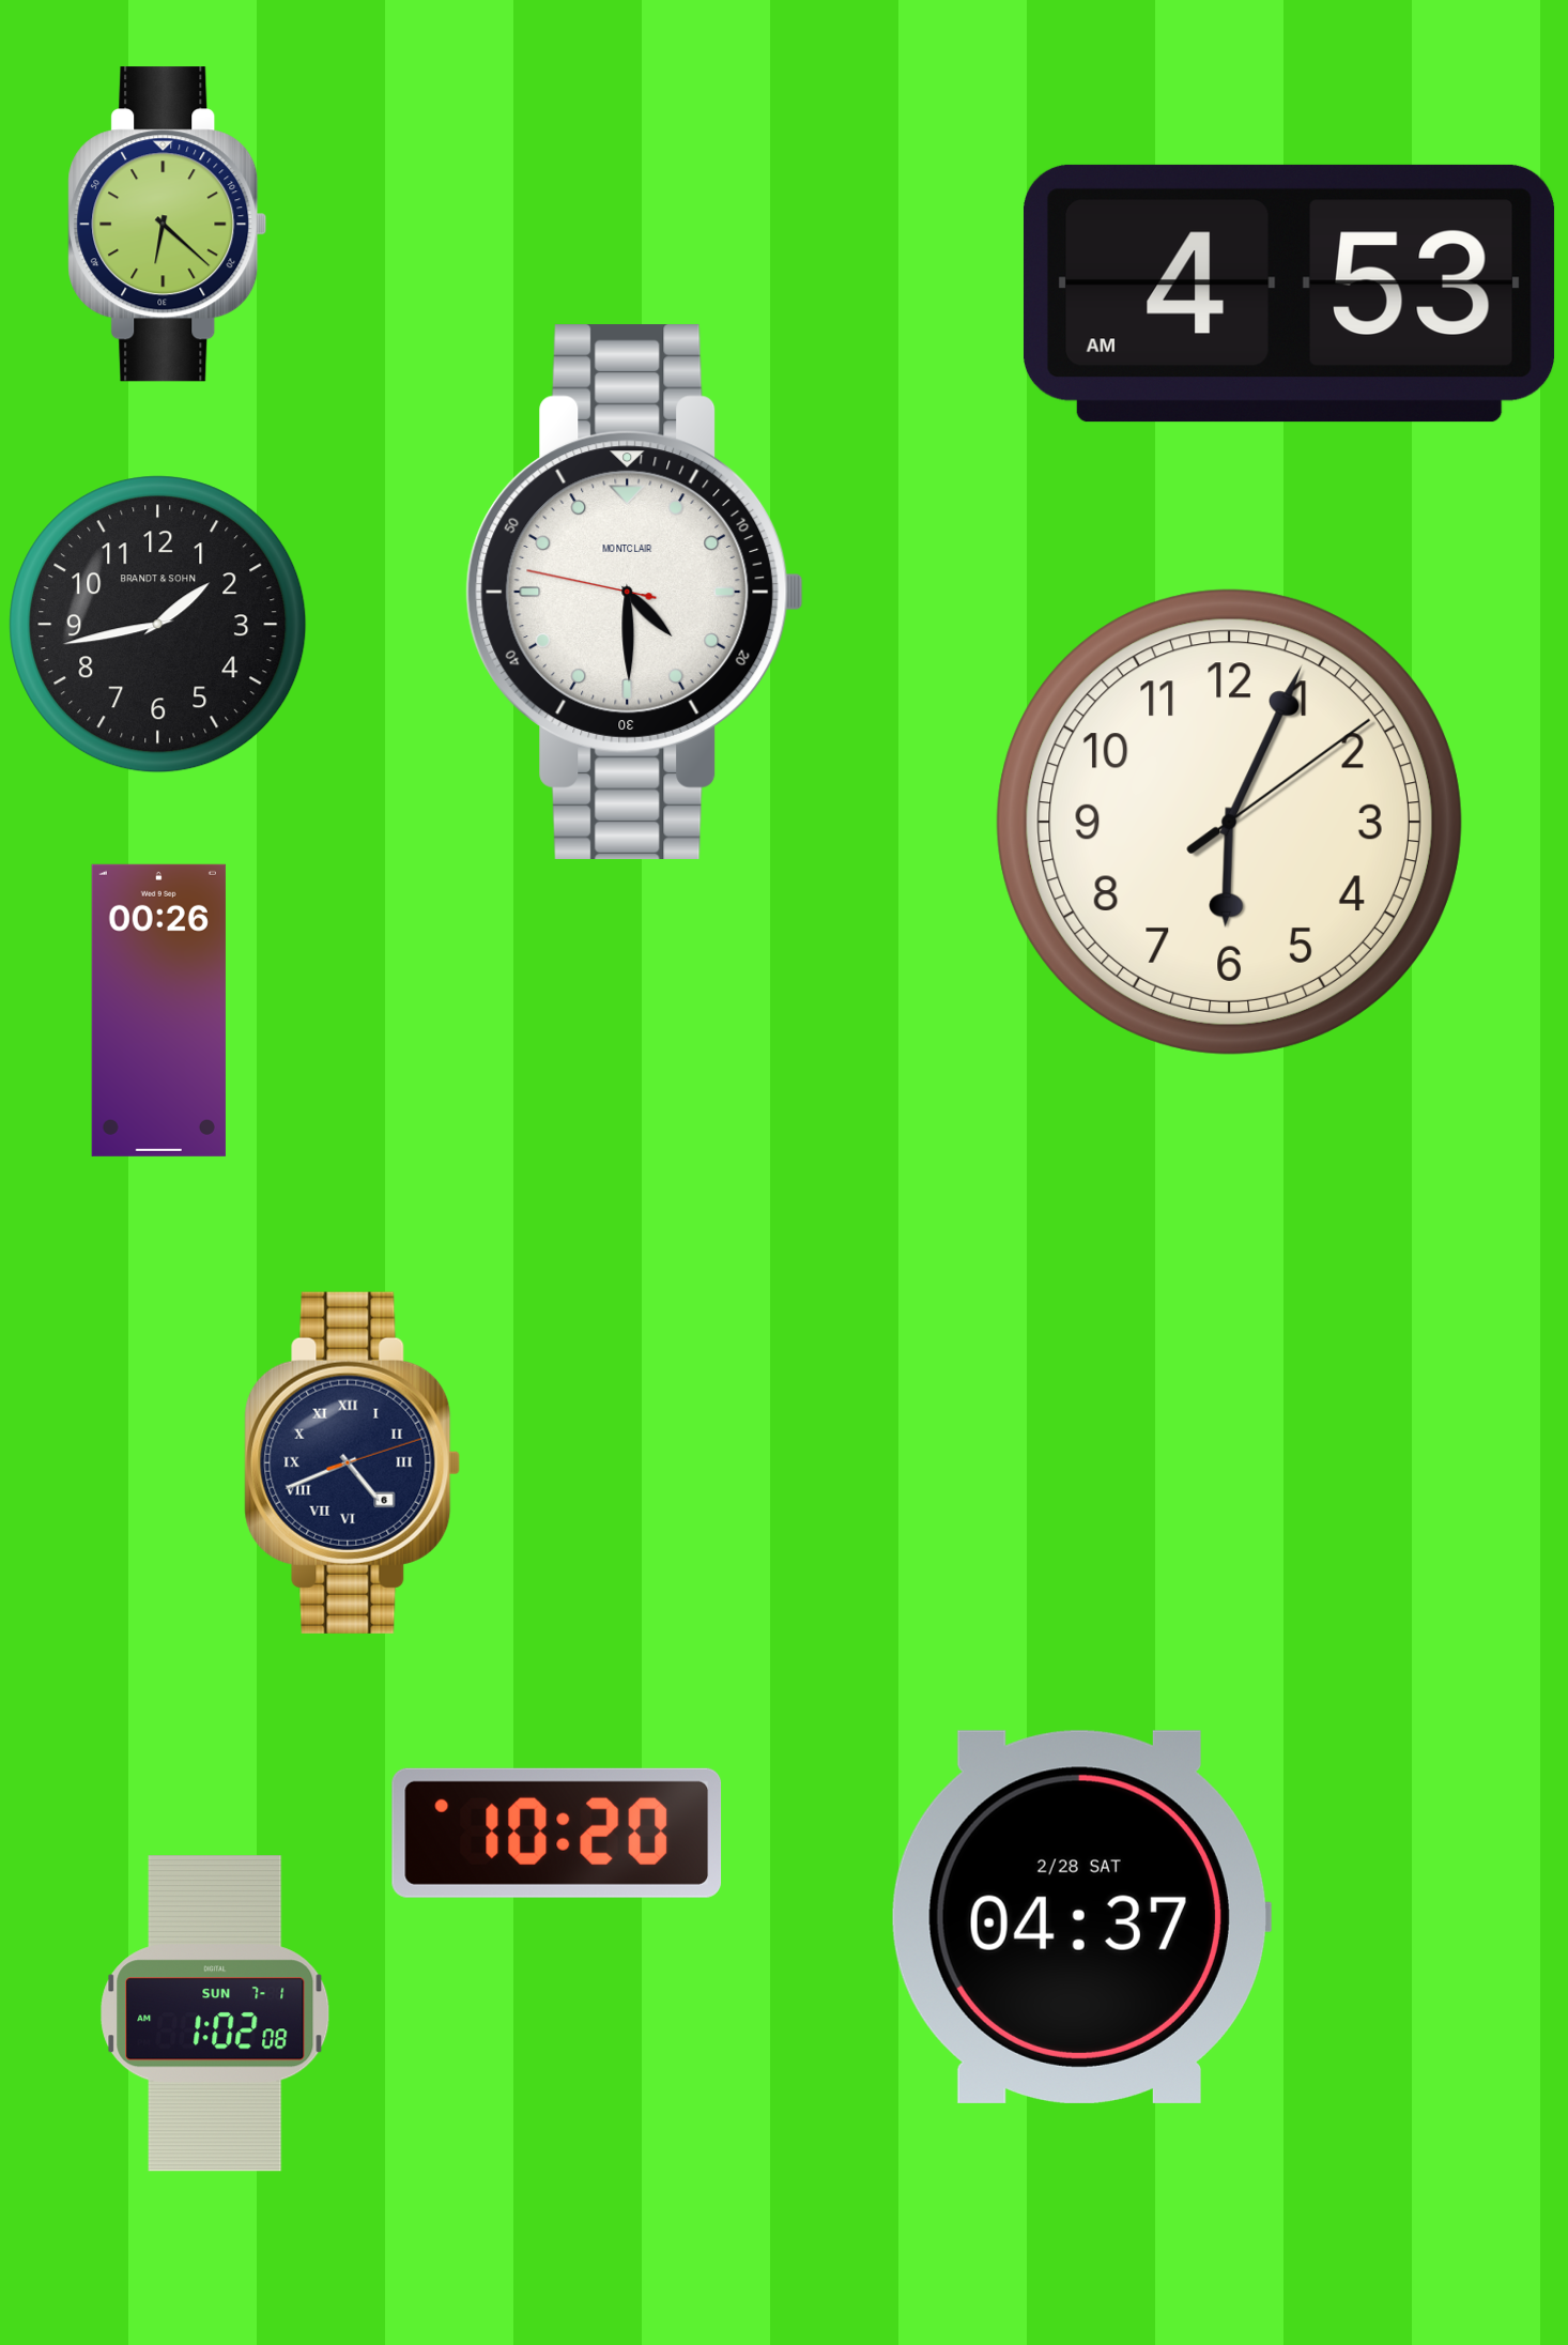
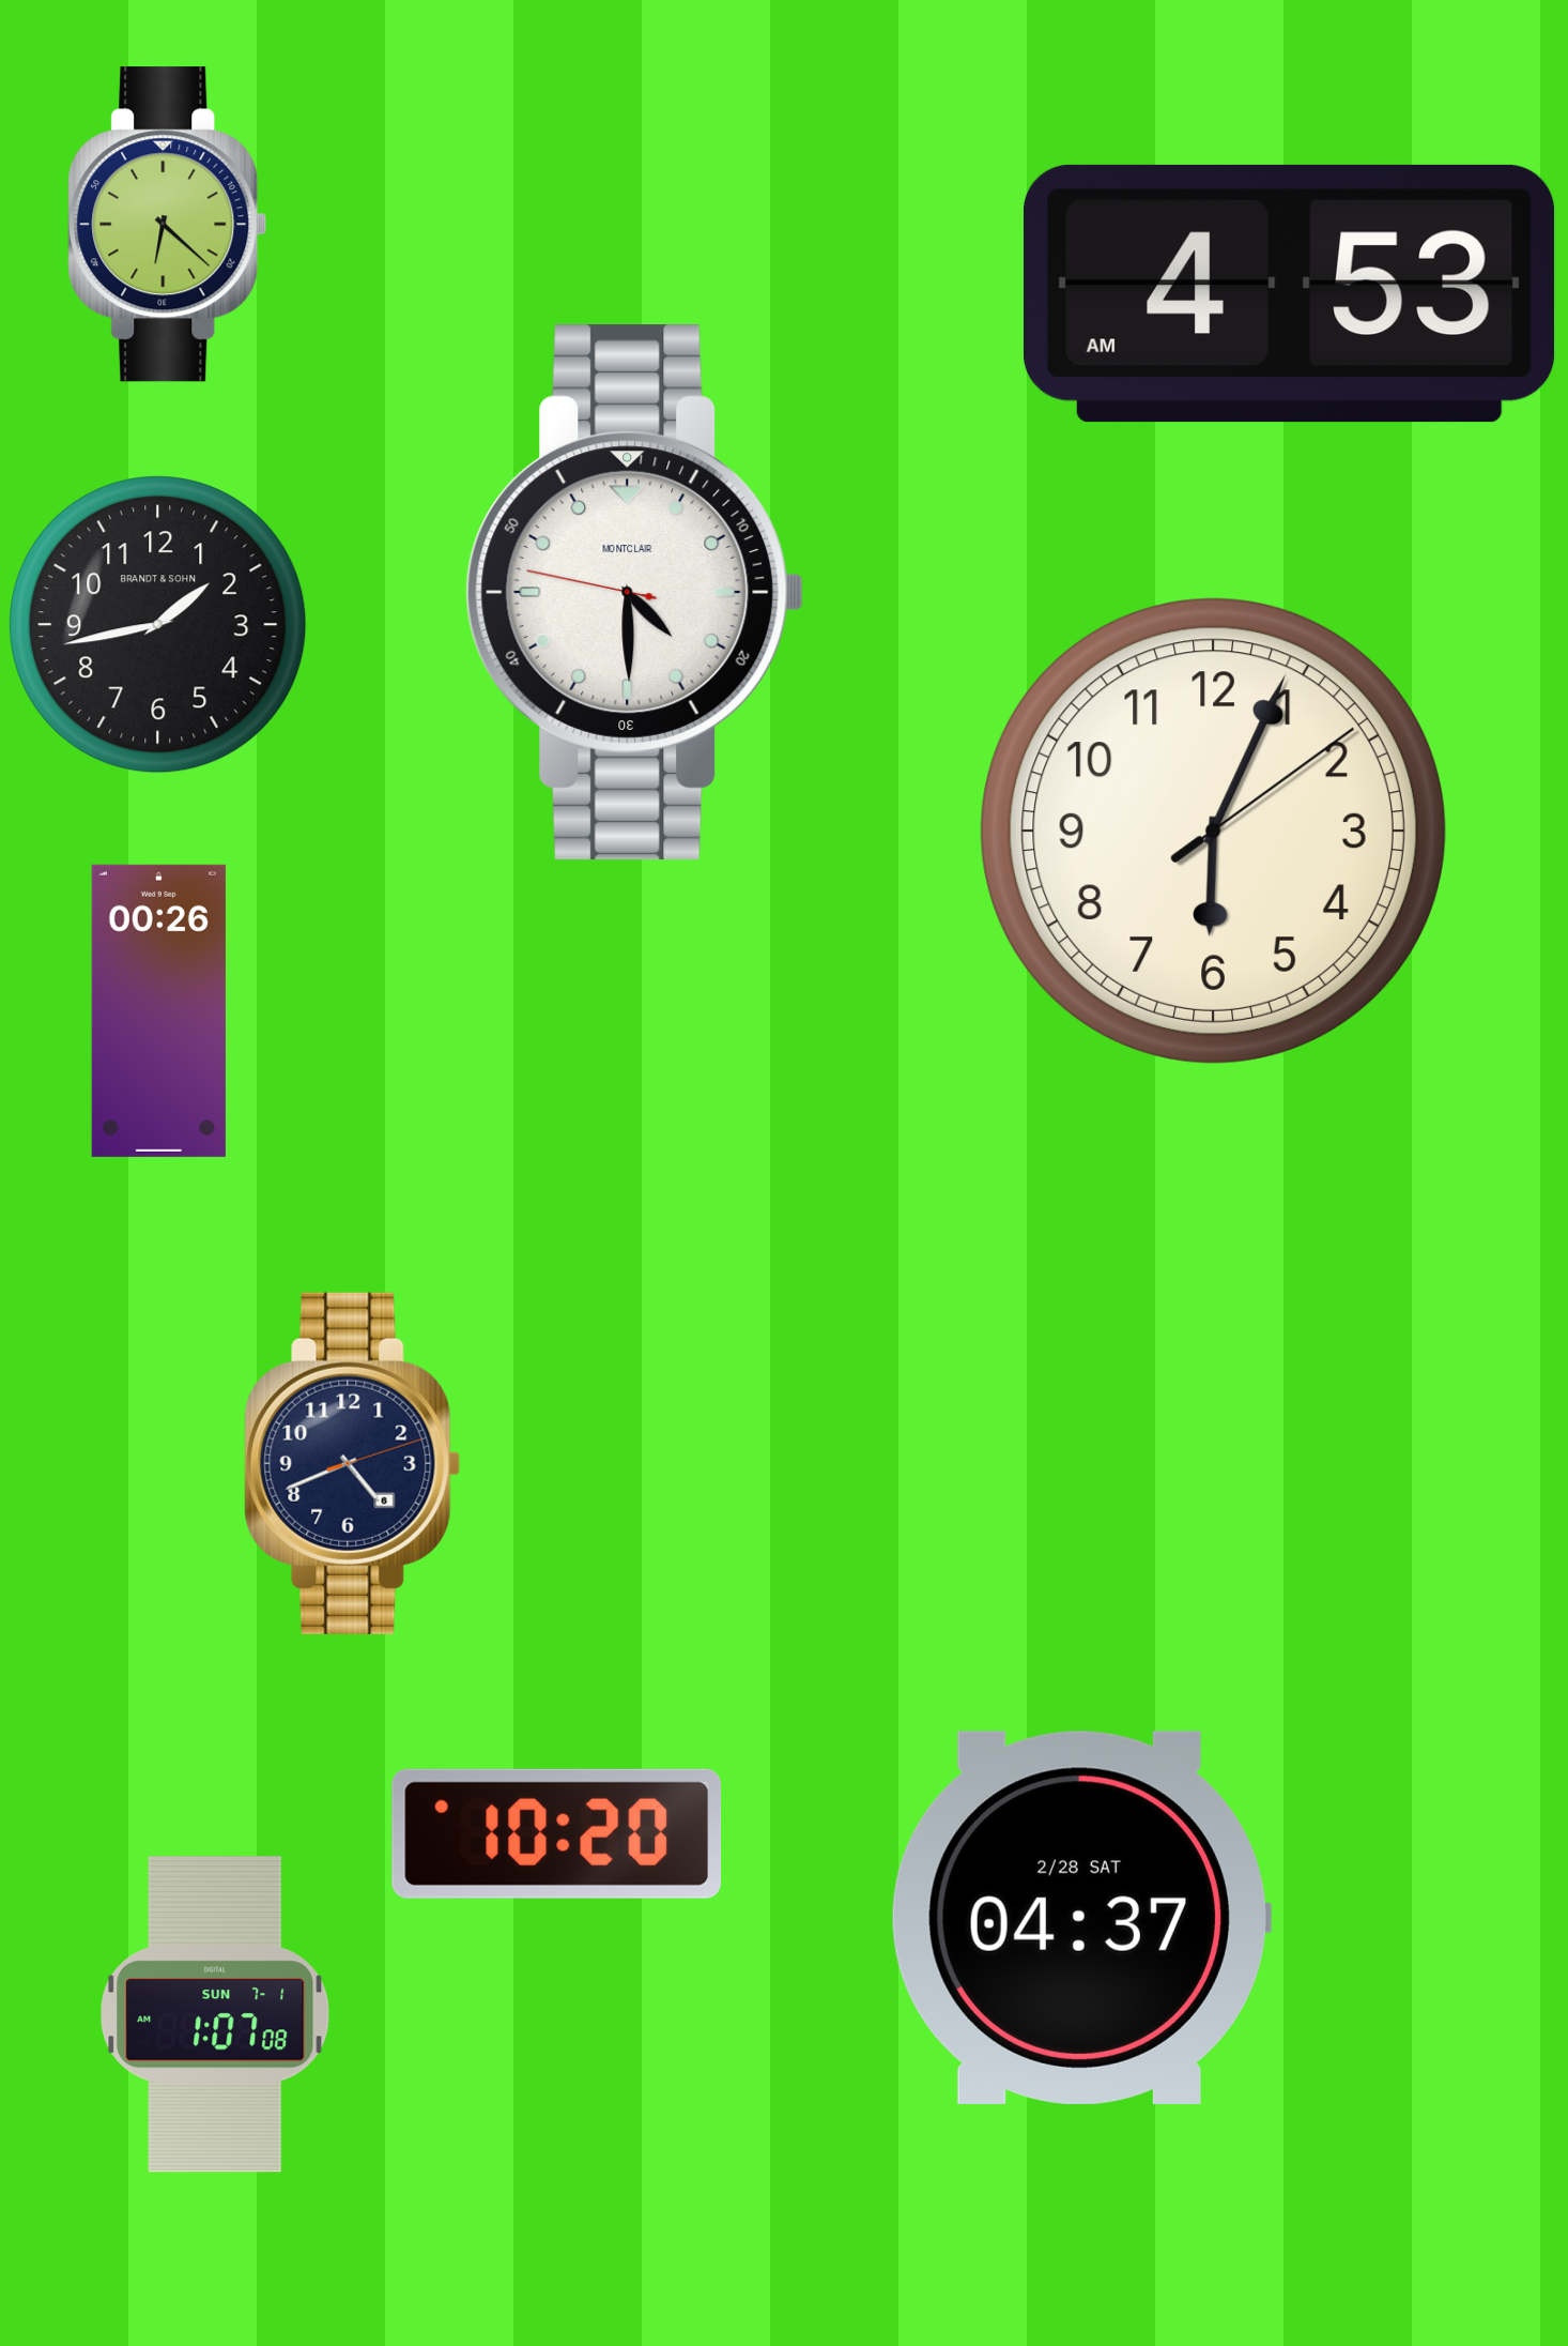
clock at (1229, 822) position: (1229, 822) -> (1213, 831)
clock at (353, 1462) numerals: Roman -> Arabic
clock at (215, 2013): 1:02 -> 1:07
